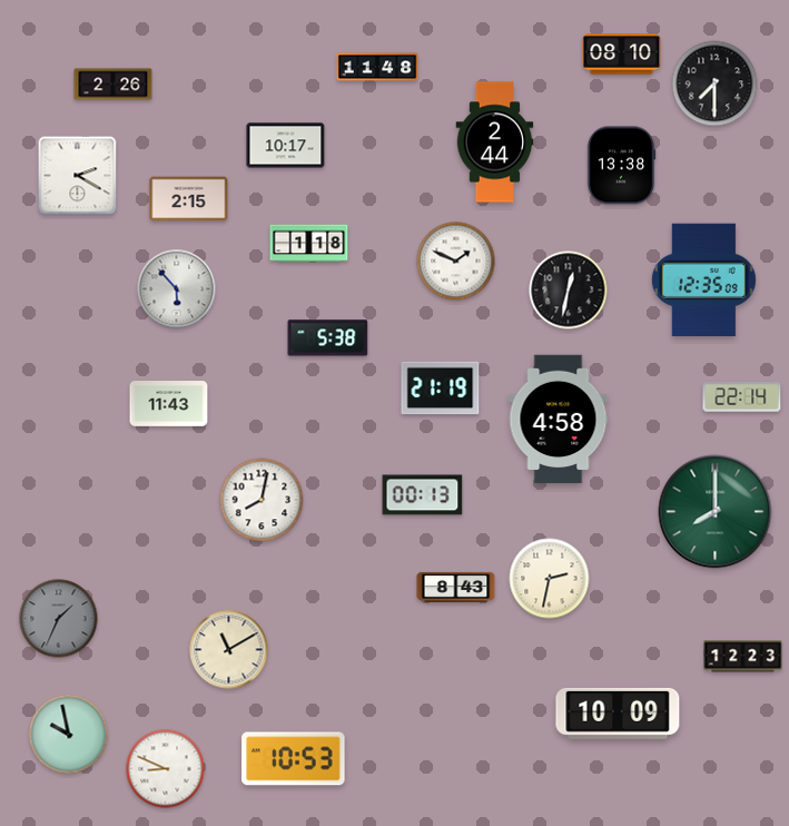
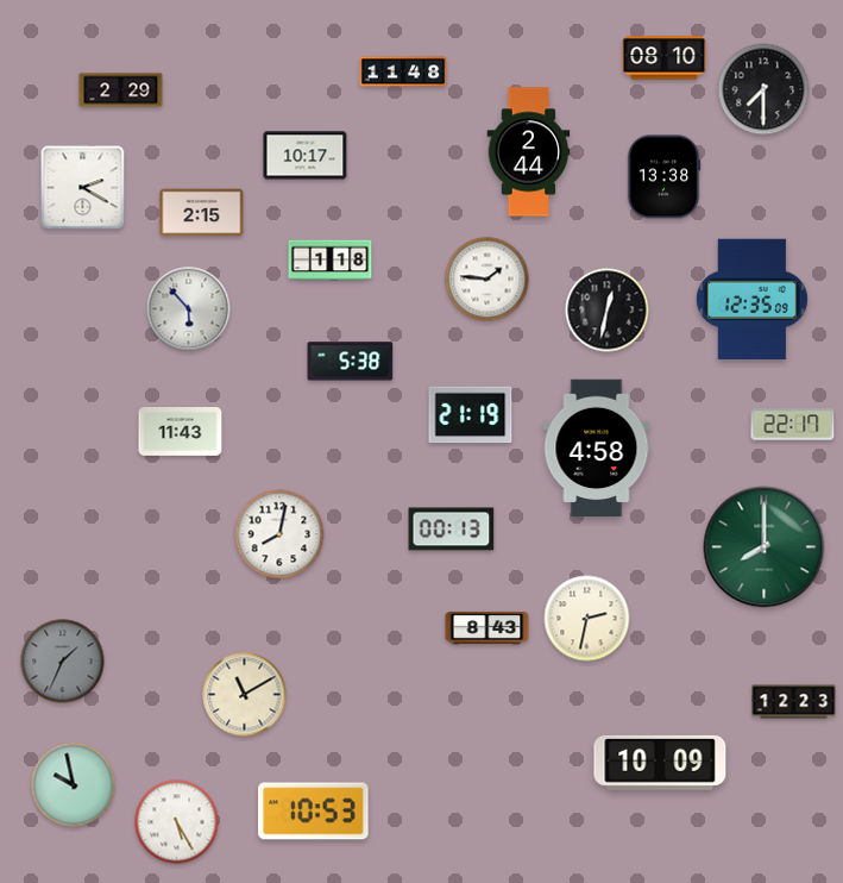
clock at (114, 85): 2:26 -> 2:29
clock at (456, 262): 1:49 -> 1:46
clock at (742, 397): 22:14 -> 22:17
clock at (166, 769): 8:49 -> 5:25
